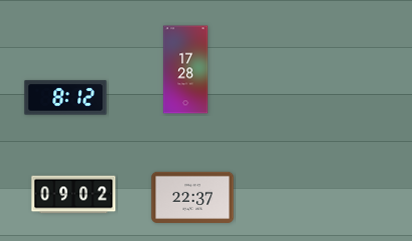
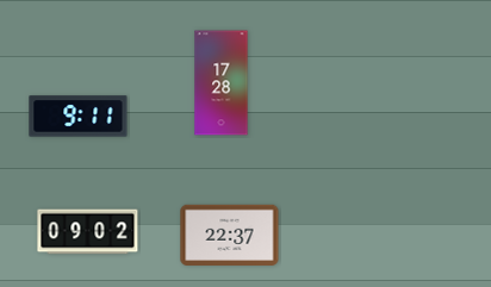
clock at (66, 98): 8:12 -> 9:11
